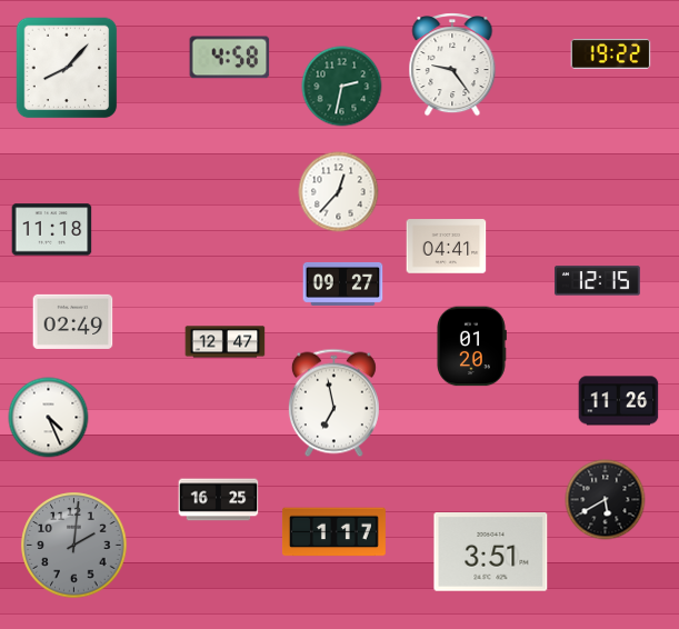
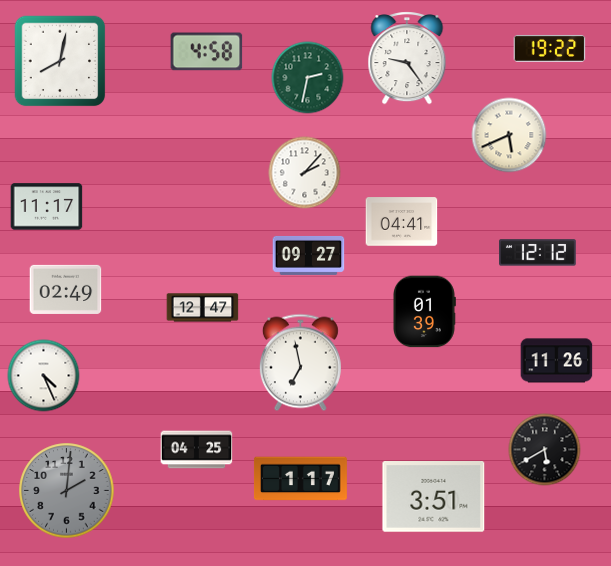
clock at (67, 68): 8:07 -> 8:02
clock at (509, 135): none -> 5:41
clock at (339, 192): 12:37 -> 2:07
clock at (52, 230): 11:18 -> 11:17
clock at (598, 281): 12:15 -> 12:12
clock at (472, 347): 01:20 -> 01:39
clock at (219, 500): 16:25 -> 04:25
clock at (491, 552) position: (491, 552) -> (434, 497)
